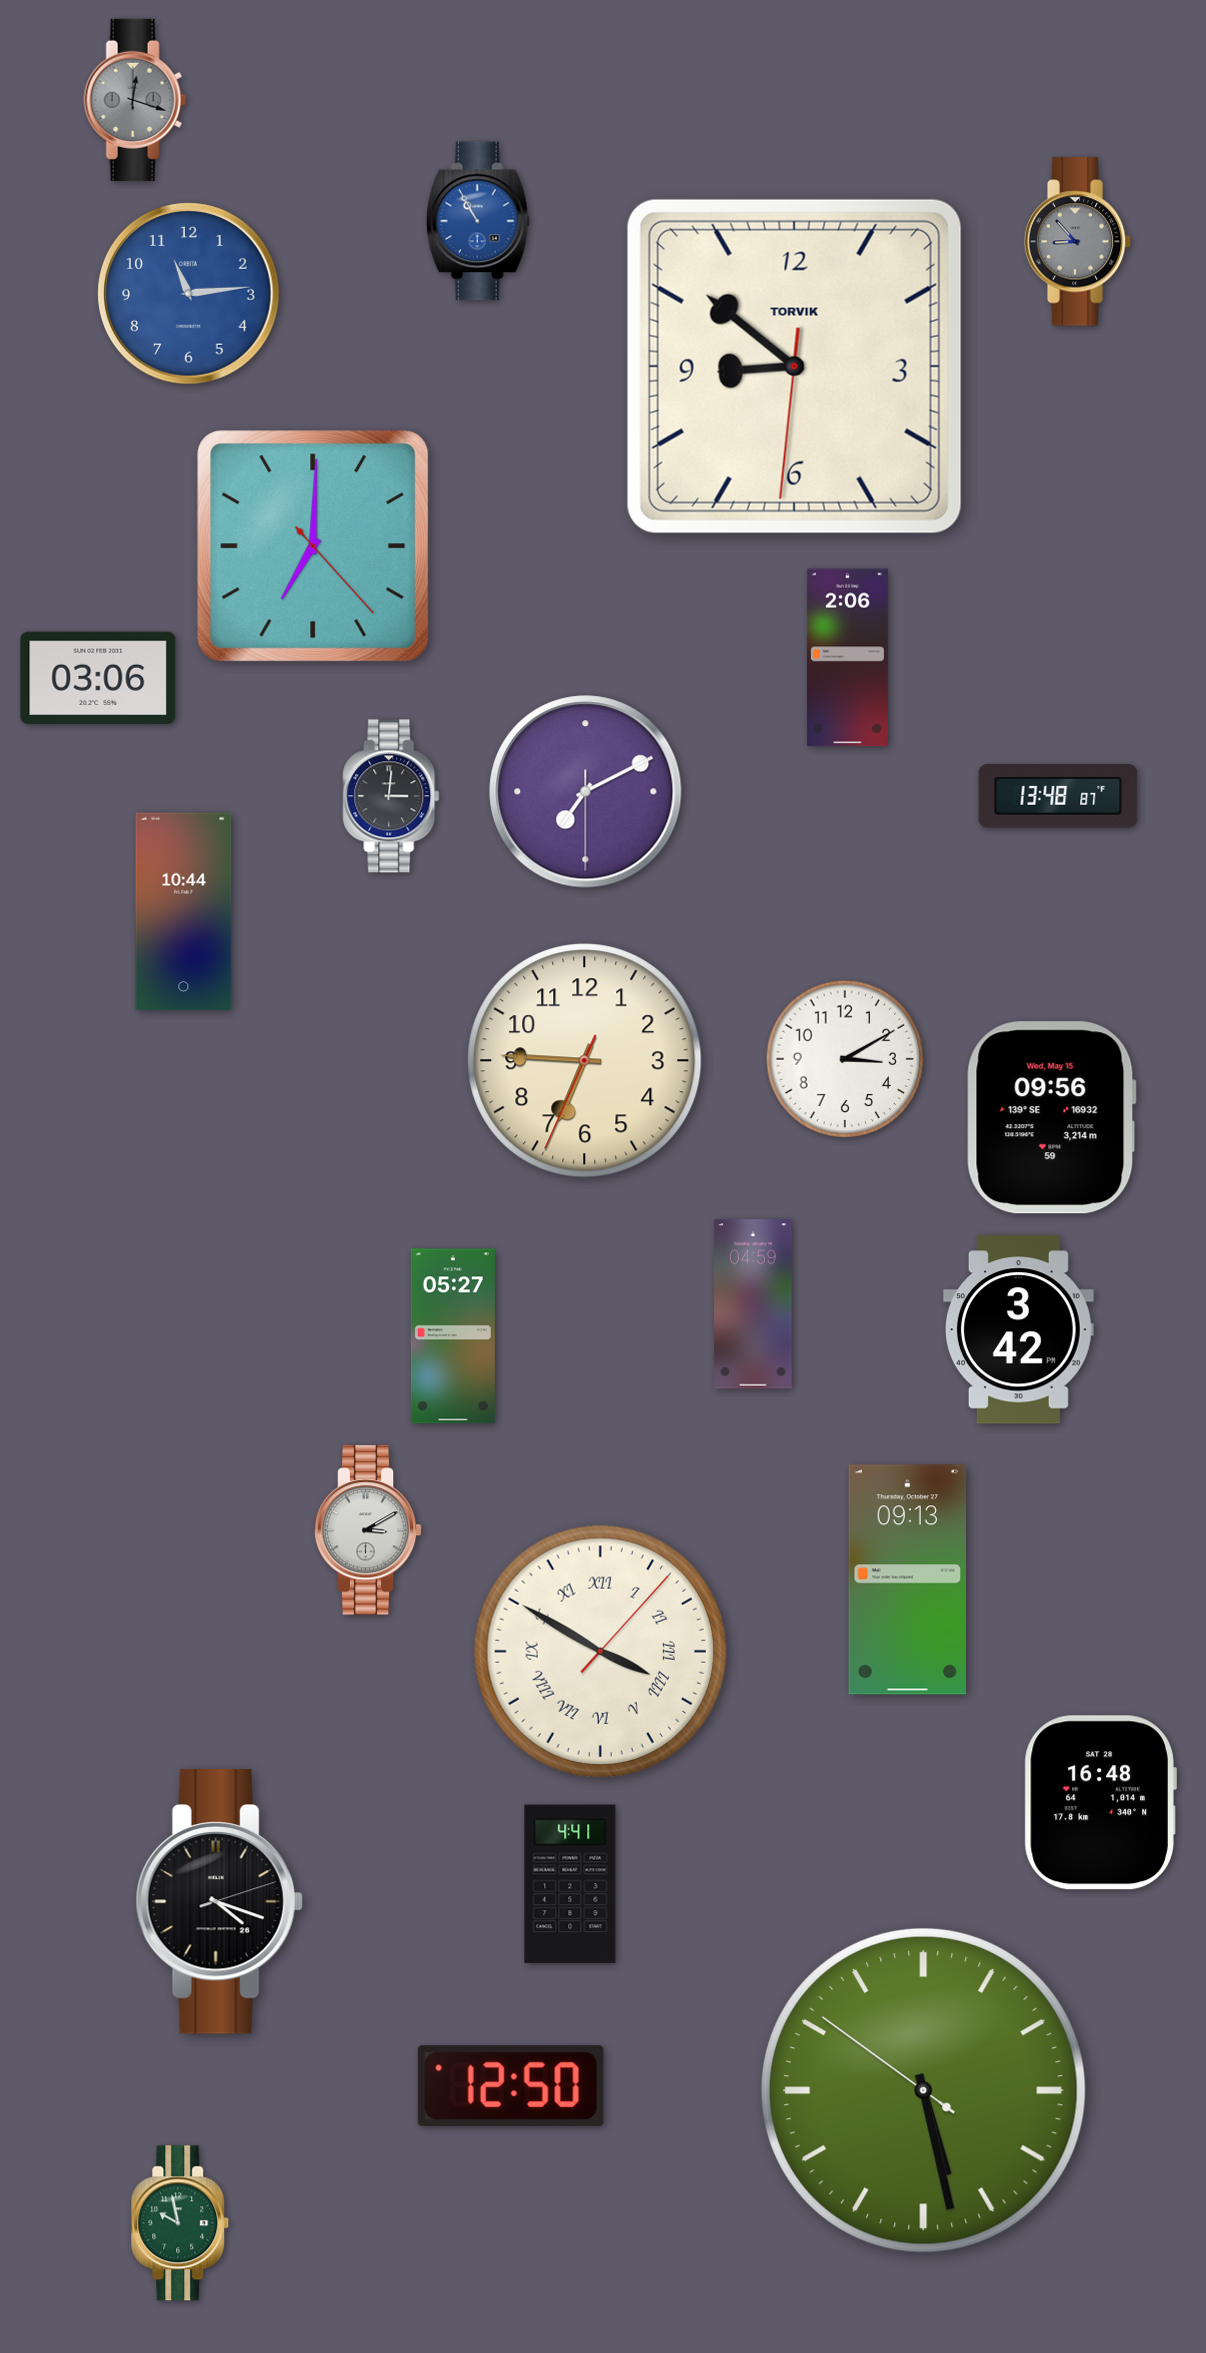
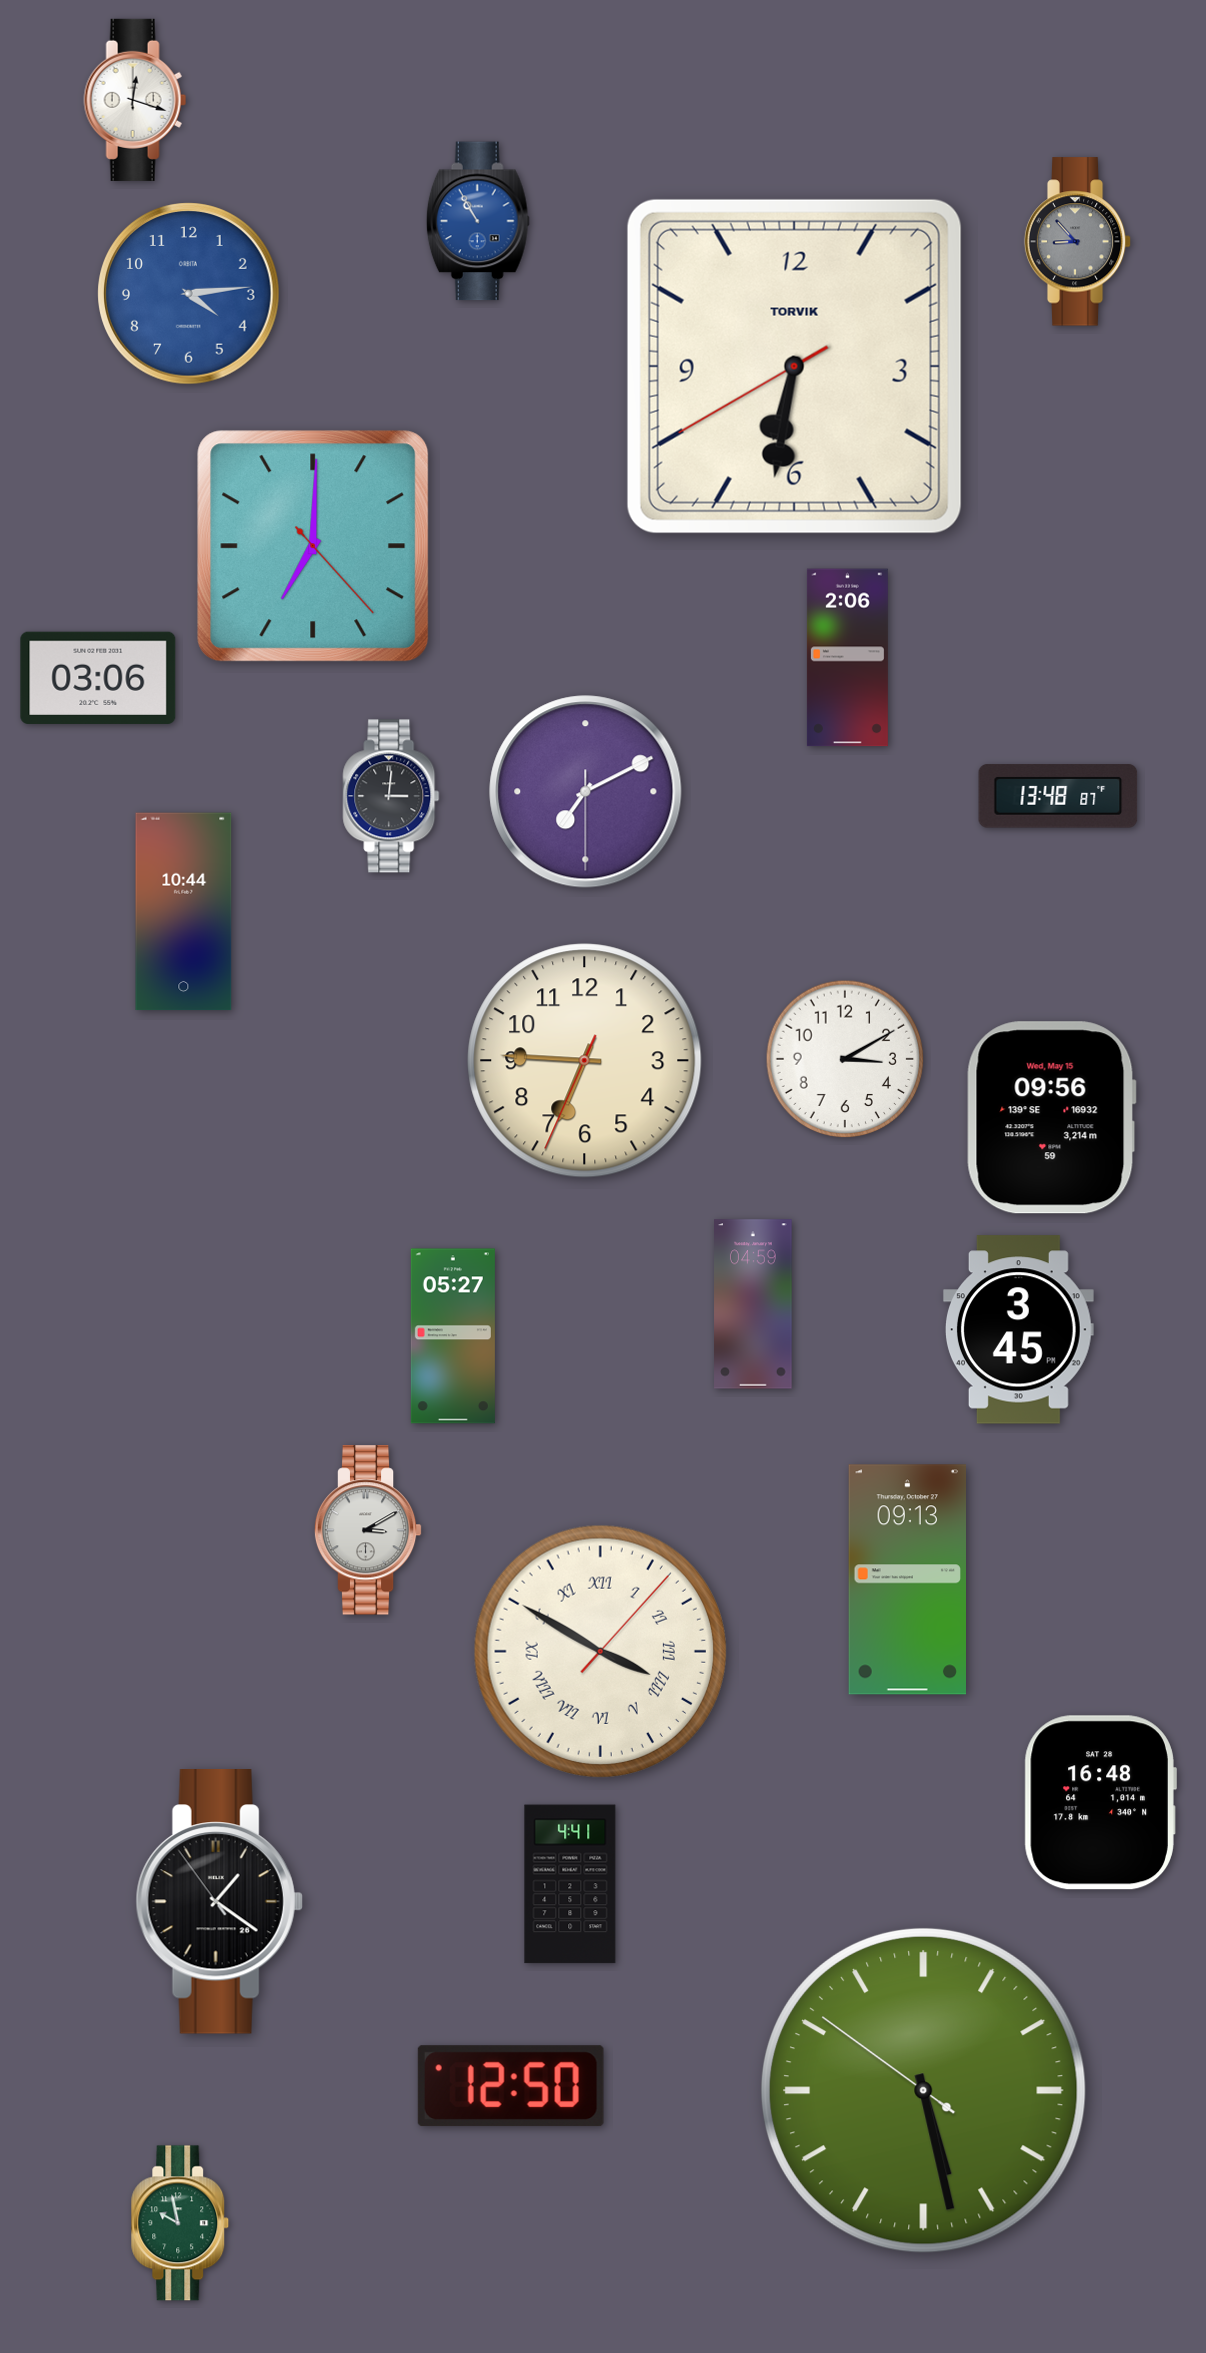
clock at (135, 100) dial: grey -> white
clock at (189, 294): 11:14 -> 4:14
clock at (794, 366): 8:51 -> 6:31
clock at (1018, 1330): 3:42 -> 3:45
clock at (219, 1902): 4:18 -> 1:20
